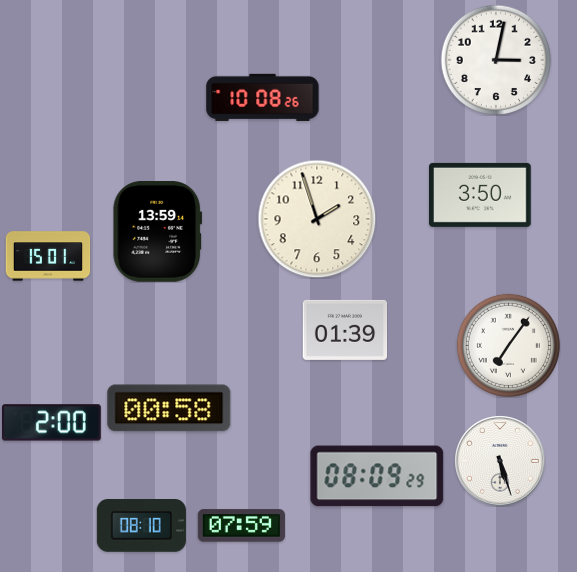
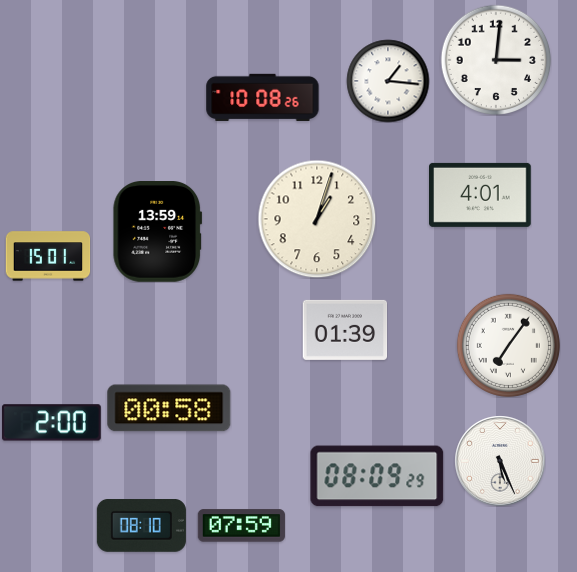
clock at (496, 60): 3:02 -> 3:01
clock at (388, 81): none -> 1:16
clock at (480, 195): 3:50 -> 4:01
clock at (317, 219): 1:57 -> 1:03
clock at (500, 461): 5:27 -> 5:26
